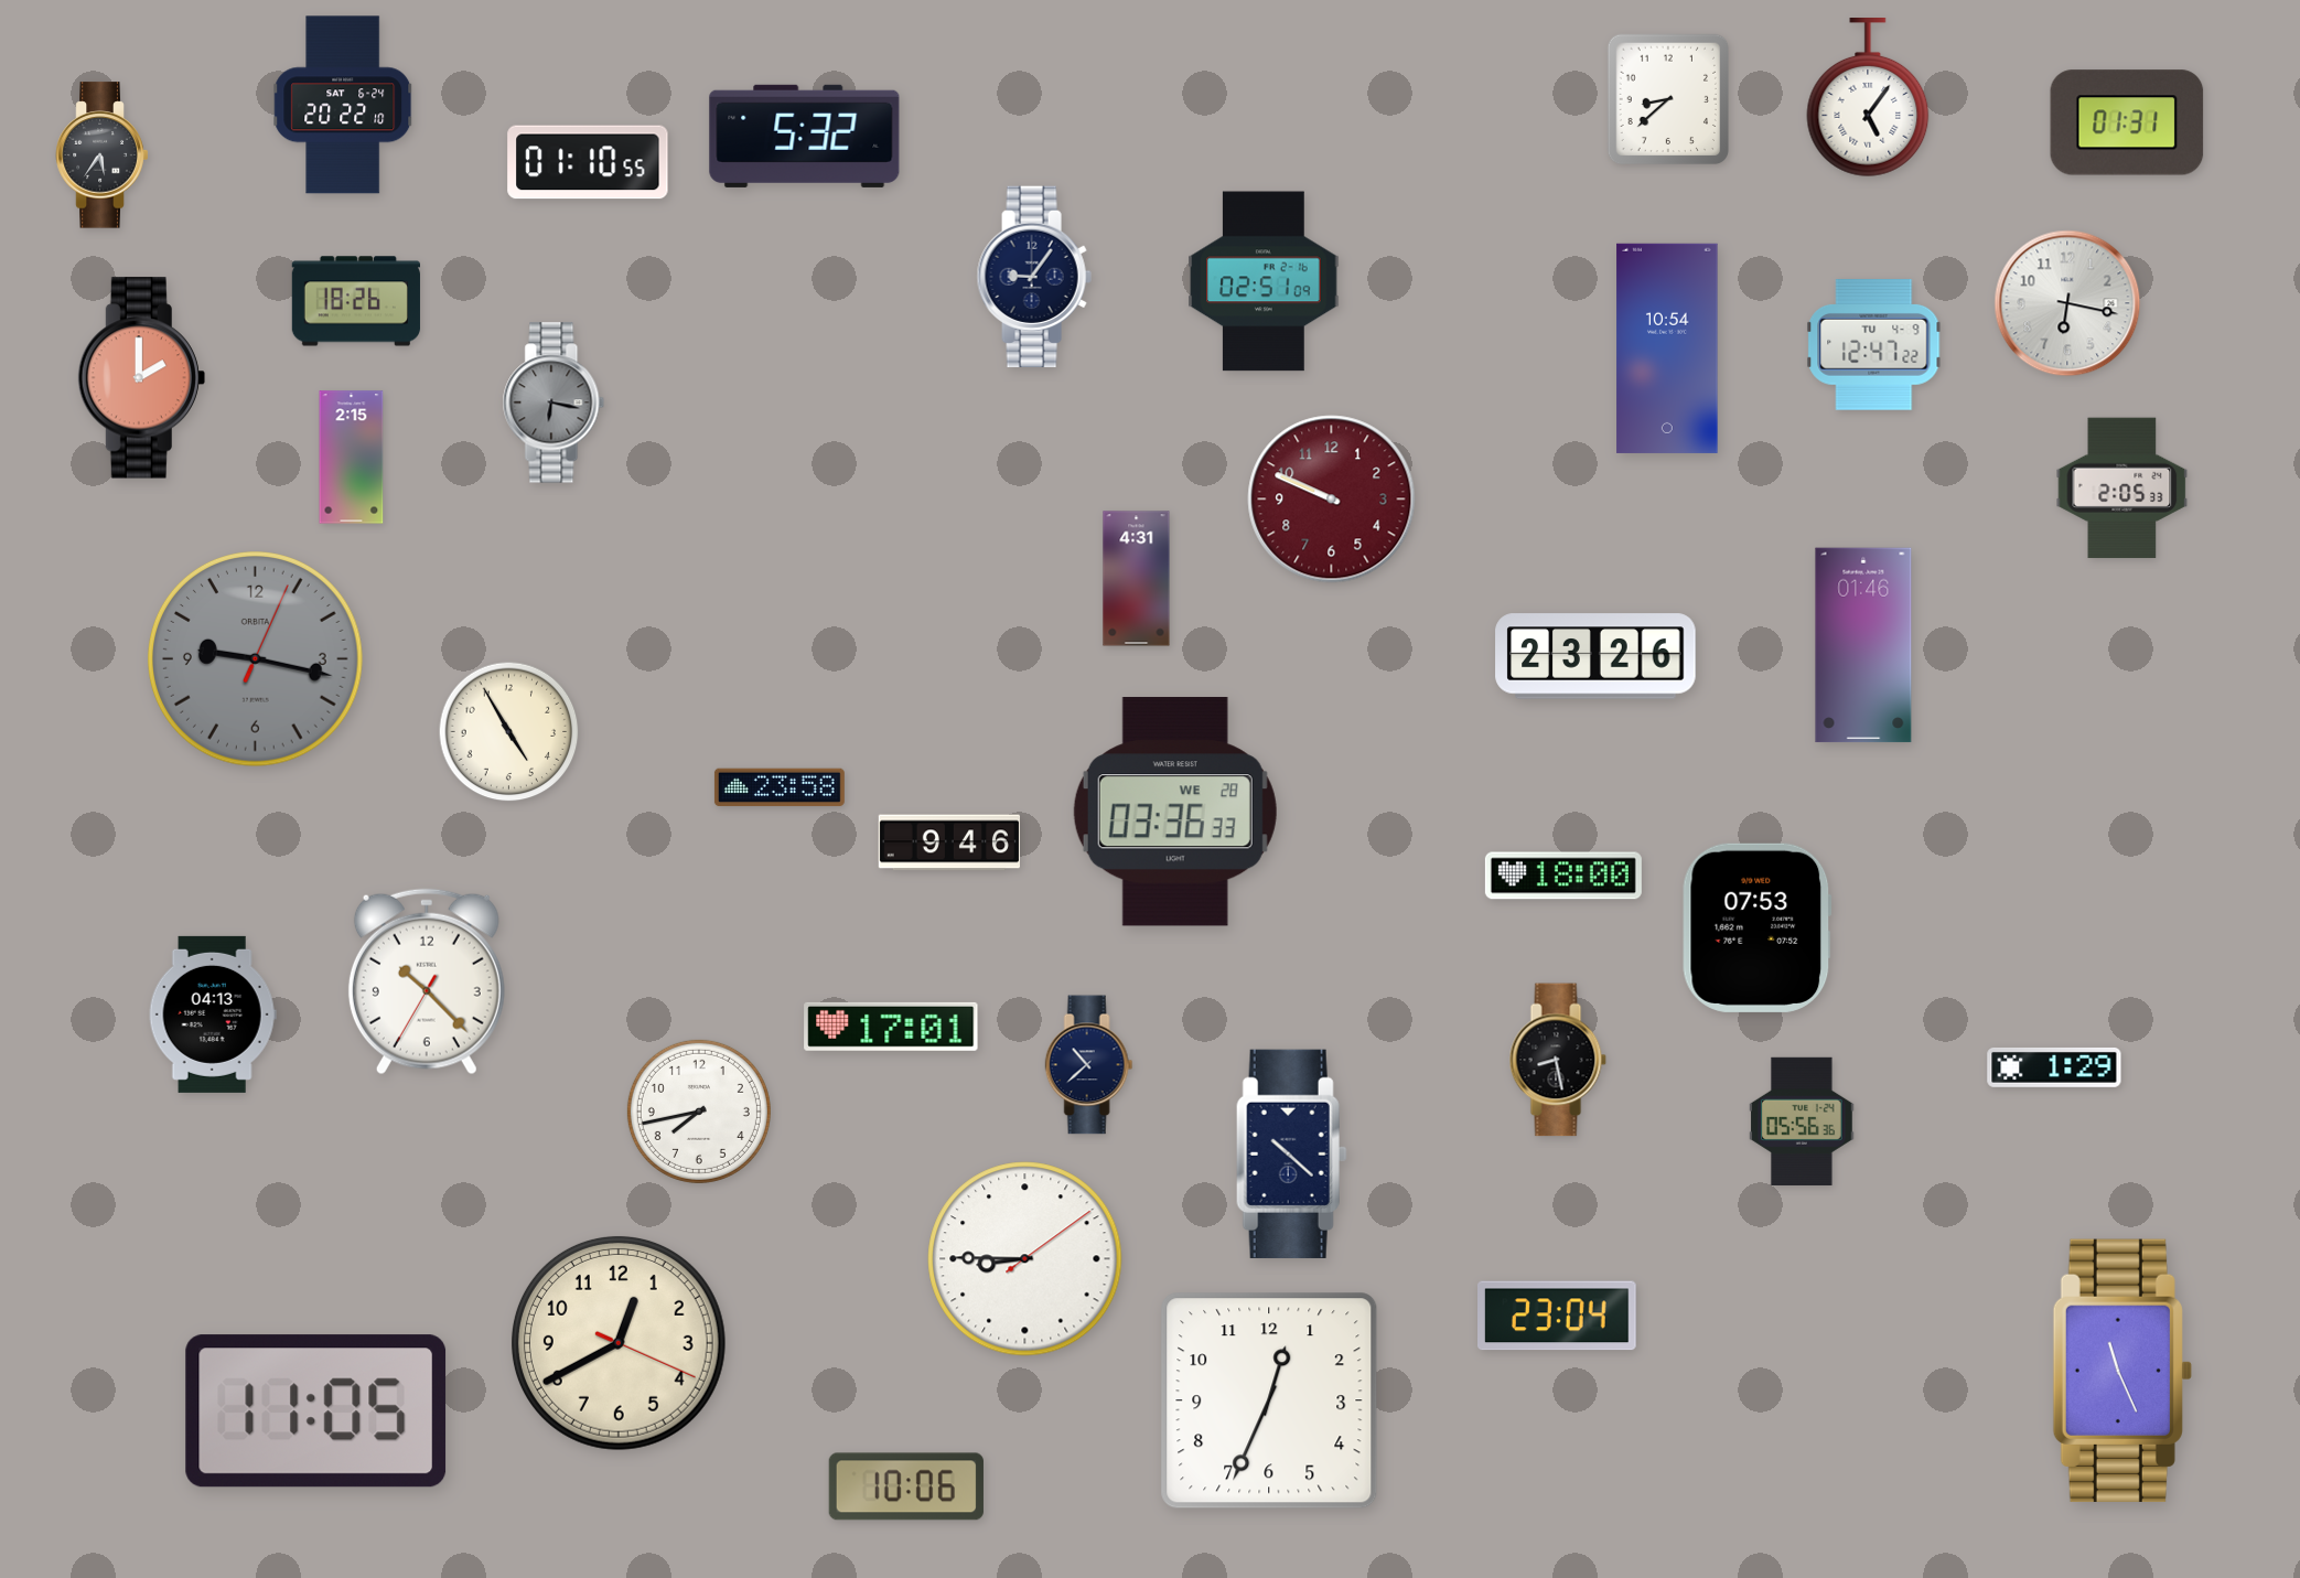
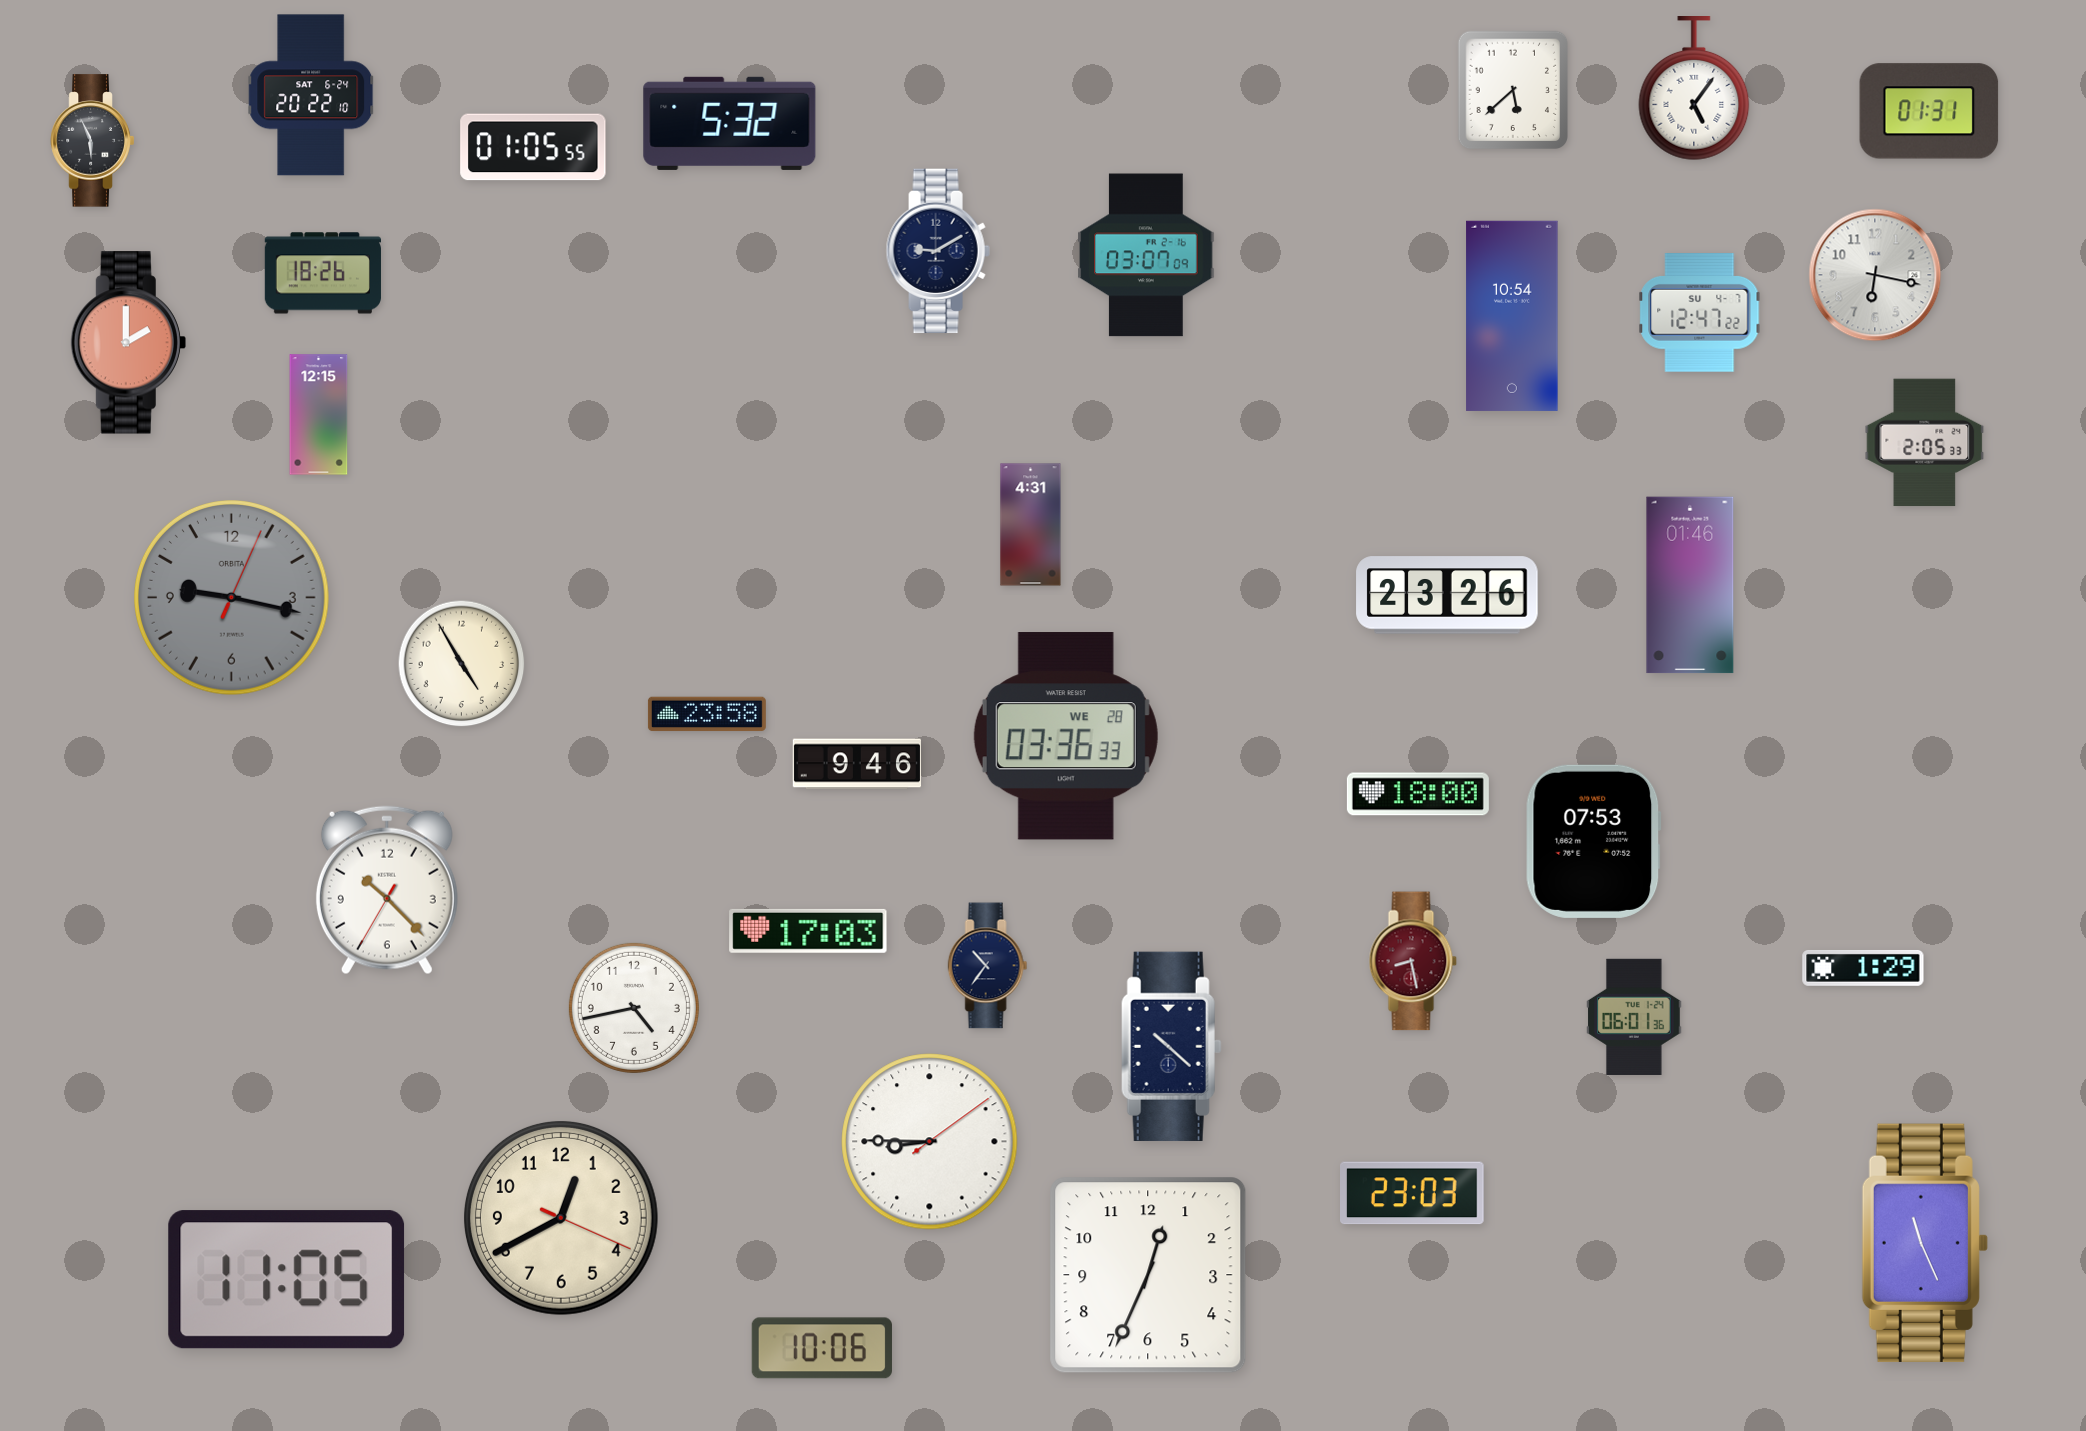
clock at (1667, 99): 8:38 -> 5:38
clock at (103, 155): 5:36 -> 5:56
clock at (588, 162): 01:10 -> 01:05
clock at (1034, 277): 9:06 -> 9:10
clock at (1264, 281): 02:51 -> 03:07
clock at (1874, 345) date: TU 4-9 -> SU 4-7
clock at (553, 402): 6:17 -> none
clock at (352, 458): 2:15 -> 12:15
clock at (1332, 500): 9:49 -> none
clock at (948, 842) position: (948, 842) -> (856, 764)
clock at (213, 1015): 04:13 -> none
clock at (891, 1027): 17:01 -> 17:03
clock at (1558, 1060) dial: black -> burgundy
clock at (1089, 1065): 10:38 -> 10:36
clock at (699, 1112): 7:43 -> 4:43
clock at (1802, 1121): 05:56 -> 06:01
clock at (1558, 1316): 23:04 -> 23:03
clock at (1269, 1400) position: (1269, 1400) -> (1148, 1275)
